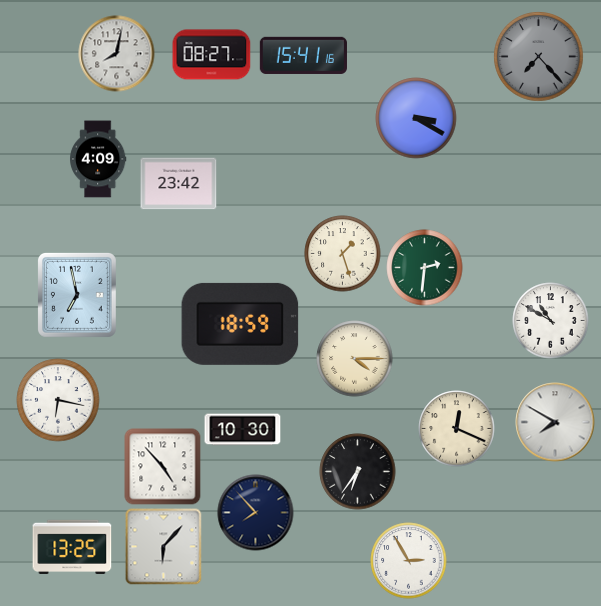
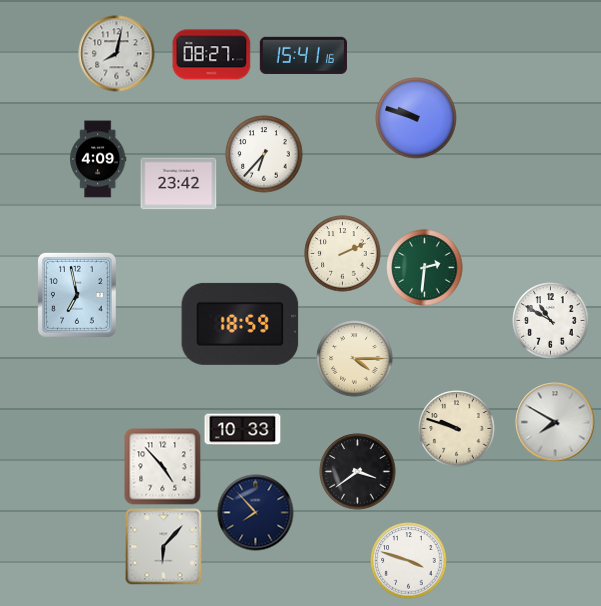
clock at (539, 57): 7:23 -> none
clock at (416, 118): 3:20 -> 9:48
clock at (264, 154): none -> 6:37
clock at (343, 254): 1:27 -> 2:11
clock at (58, 400): 6:17 -> none
clock at (457, 429): 12:19 -> 9:48
clock at (243, 430): 10:30 -> 10:33
clock at (358, 472): 6:36 -> 3:39
clock at (72, 547): 13:25 -> none
clock at (409, 561): 2:55 -> 3:48
